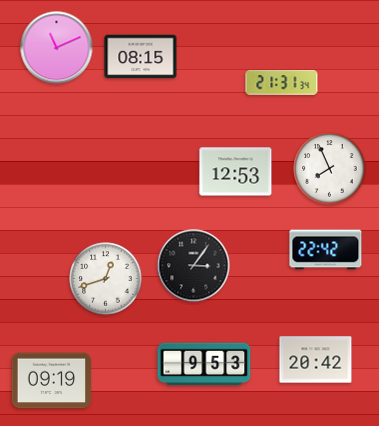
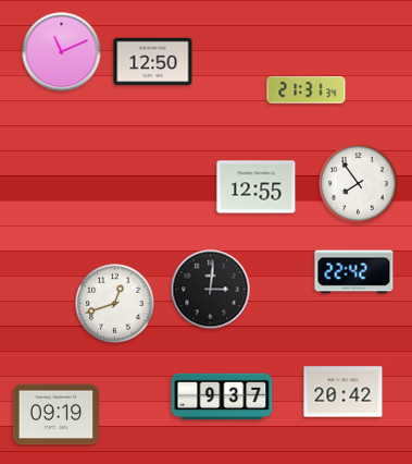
clock at (141, 57): 08:15 -> 12:50
clock at (330, 169): 7:56 -> 7:54
clock at (236, 172): 12:53 -> 12:55
clock at (194, 266): 3:06 -> 3:01
clock at (204, 364): 9:53 -> 9:37
